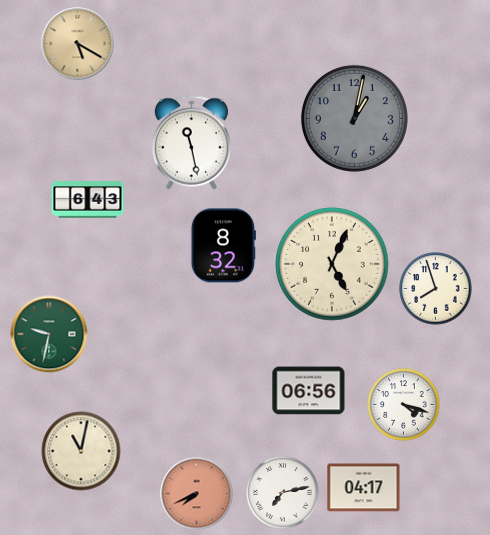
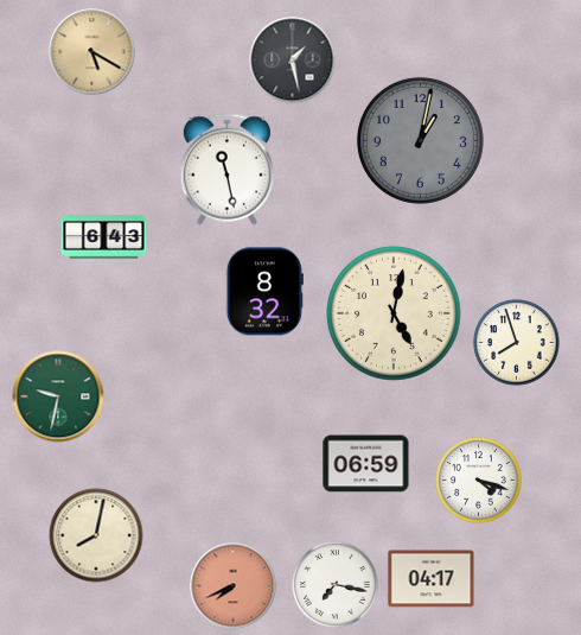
clock at (293, 61): none -> 1:28
clock at (332, 264): 5:04 -> 5:02
clock at (309, 391): 06:56 -> 06:59
clock at (81, 451): 11:02 -> 8:02
clock at (283, 493): 7:13 -> 7:17
